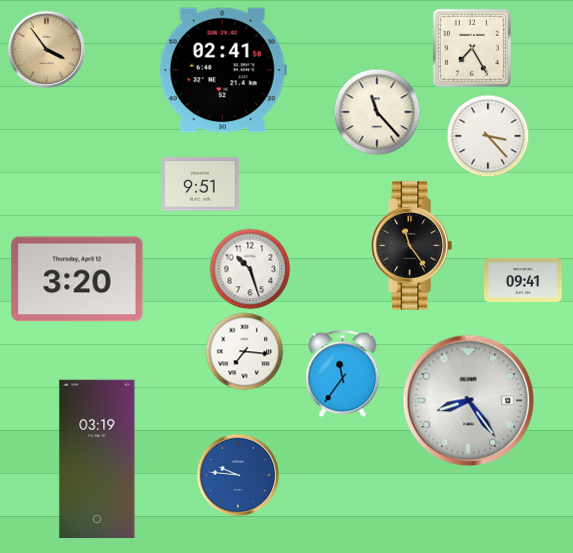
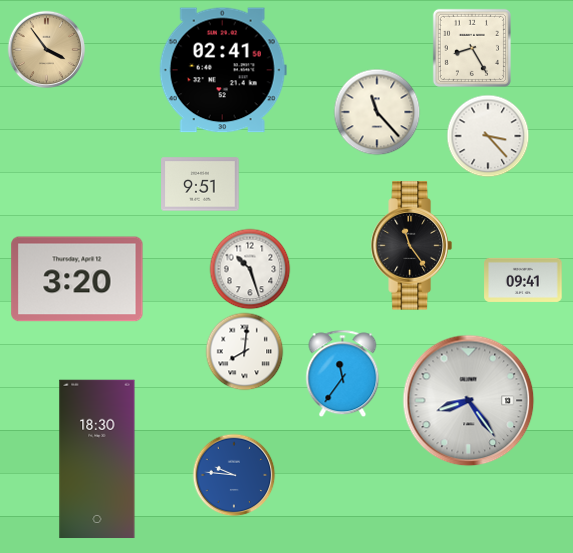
clock at (472, 48): 7:25 -> 8:25
clock at (244, 351): 7:16 -> 8:01
clock at (97, 459): 03:19 -> 18:30
clock at (238, 475) position: (238, 475) -> (234, 475)
